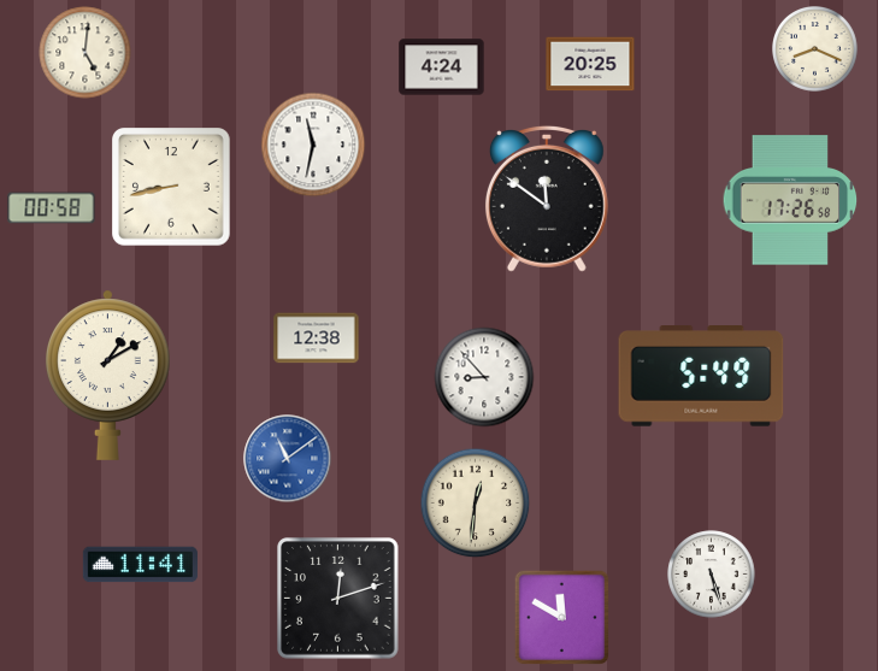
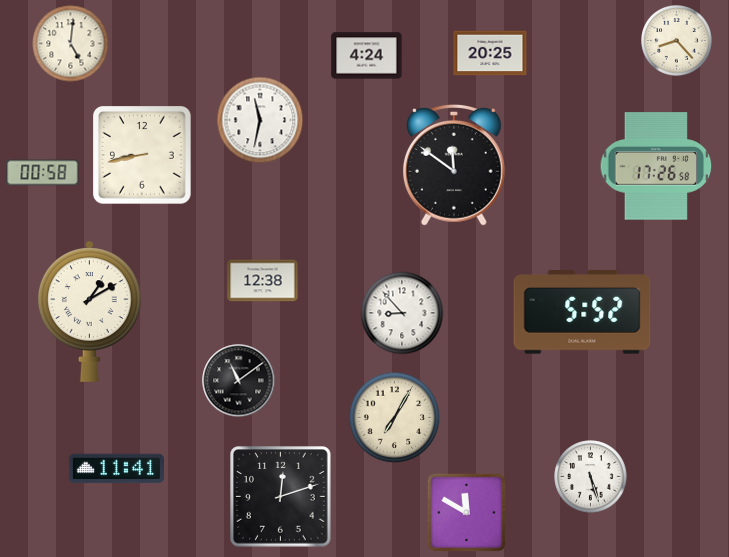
clock at (815, 49): 8:19 -> 8:23
clock at (701, 376): 5:49 -> 5:52
clock at (288, 459) dial: blue -> black
clock at (476, 504): 12:31 -> 7:05
